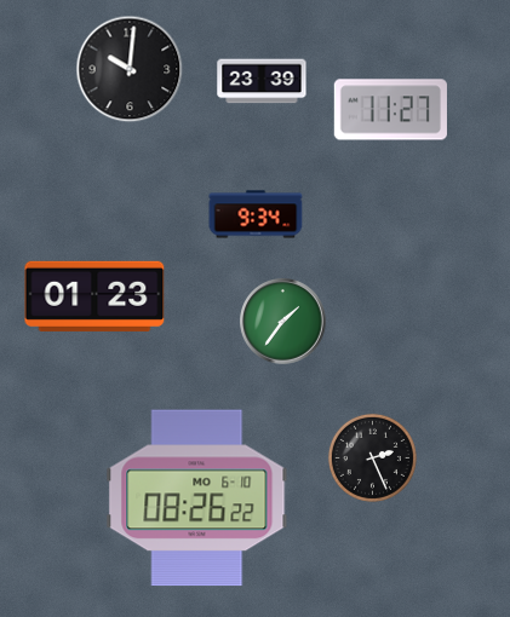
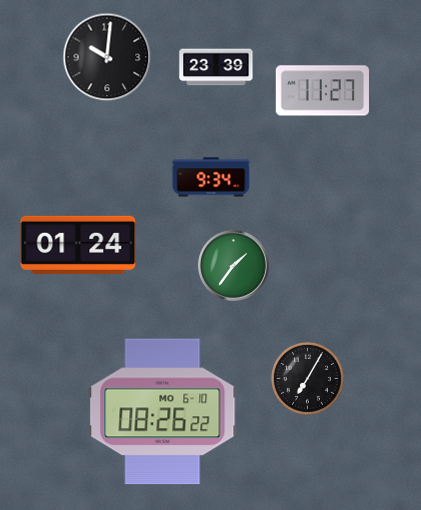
clock at (94, 296): 01:23 -> 01:24
clock at (372, 457): 2:26 -> 7:05
